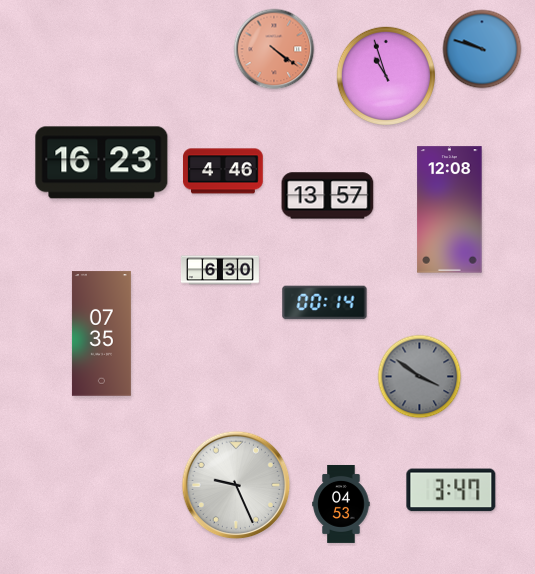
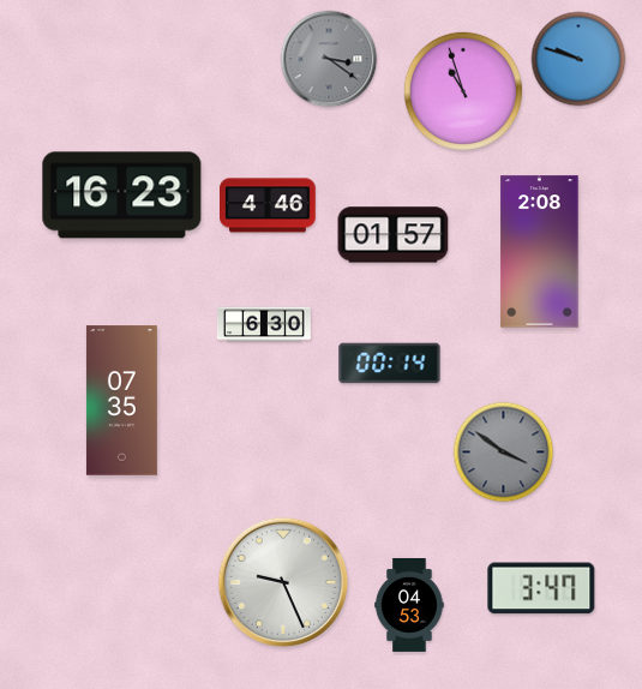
clock at (274, 49): 4:21 -> 3:21
clock at (274, 49) dial: salmon -> grey
clock at (328, 196): 13:57 -> 01:57
clock at (450, 210): 12:08 -> 2:08
